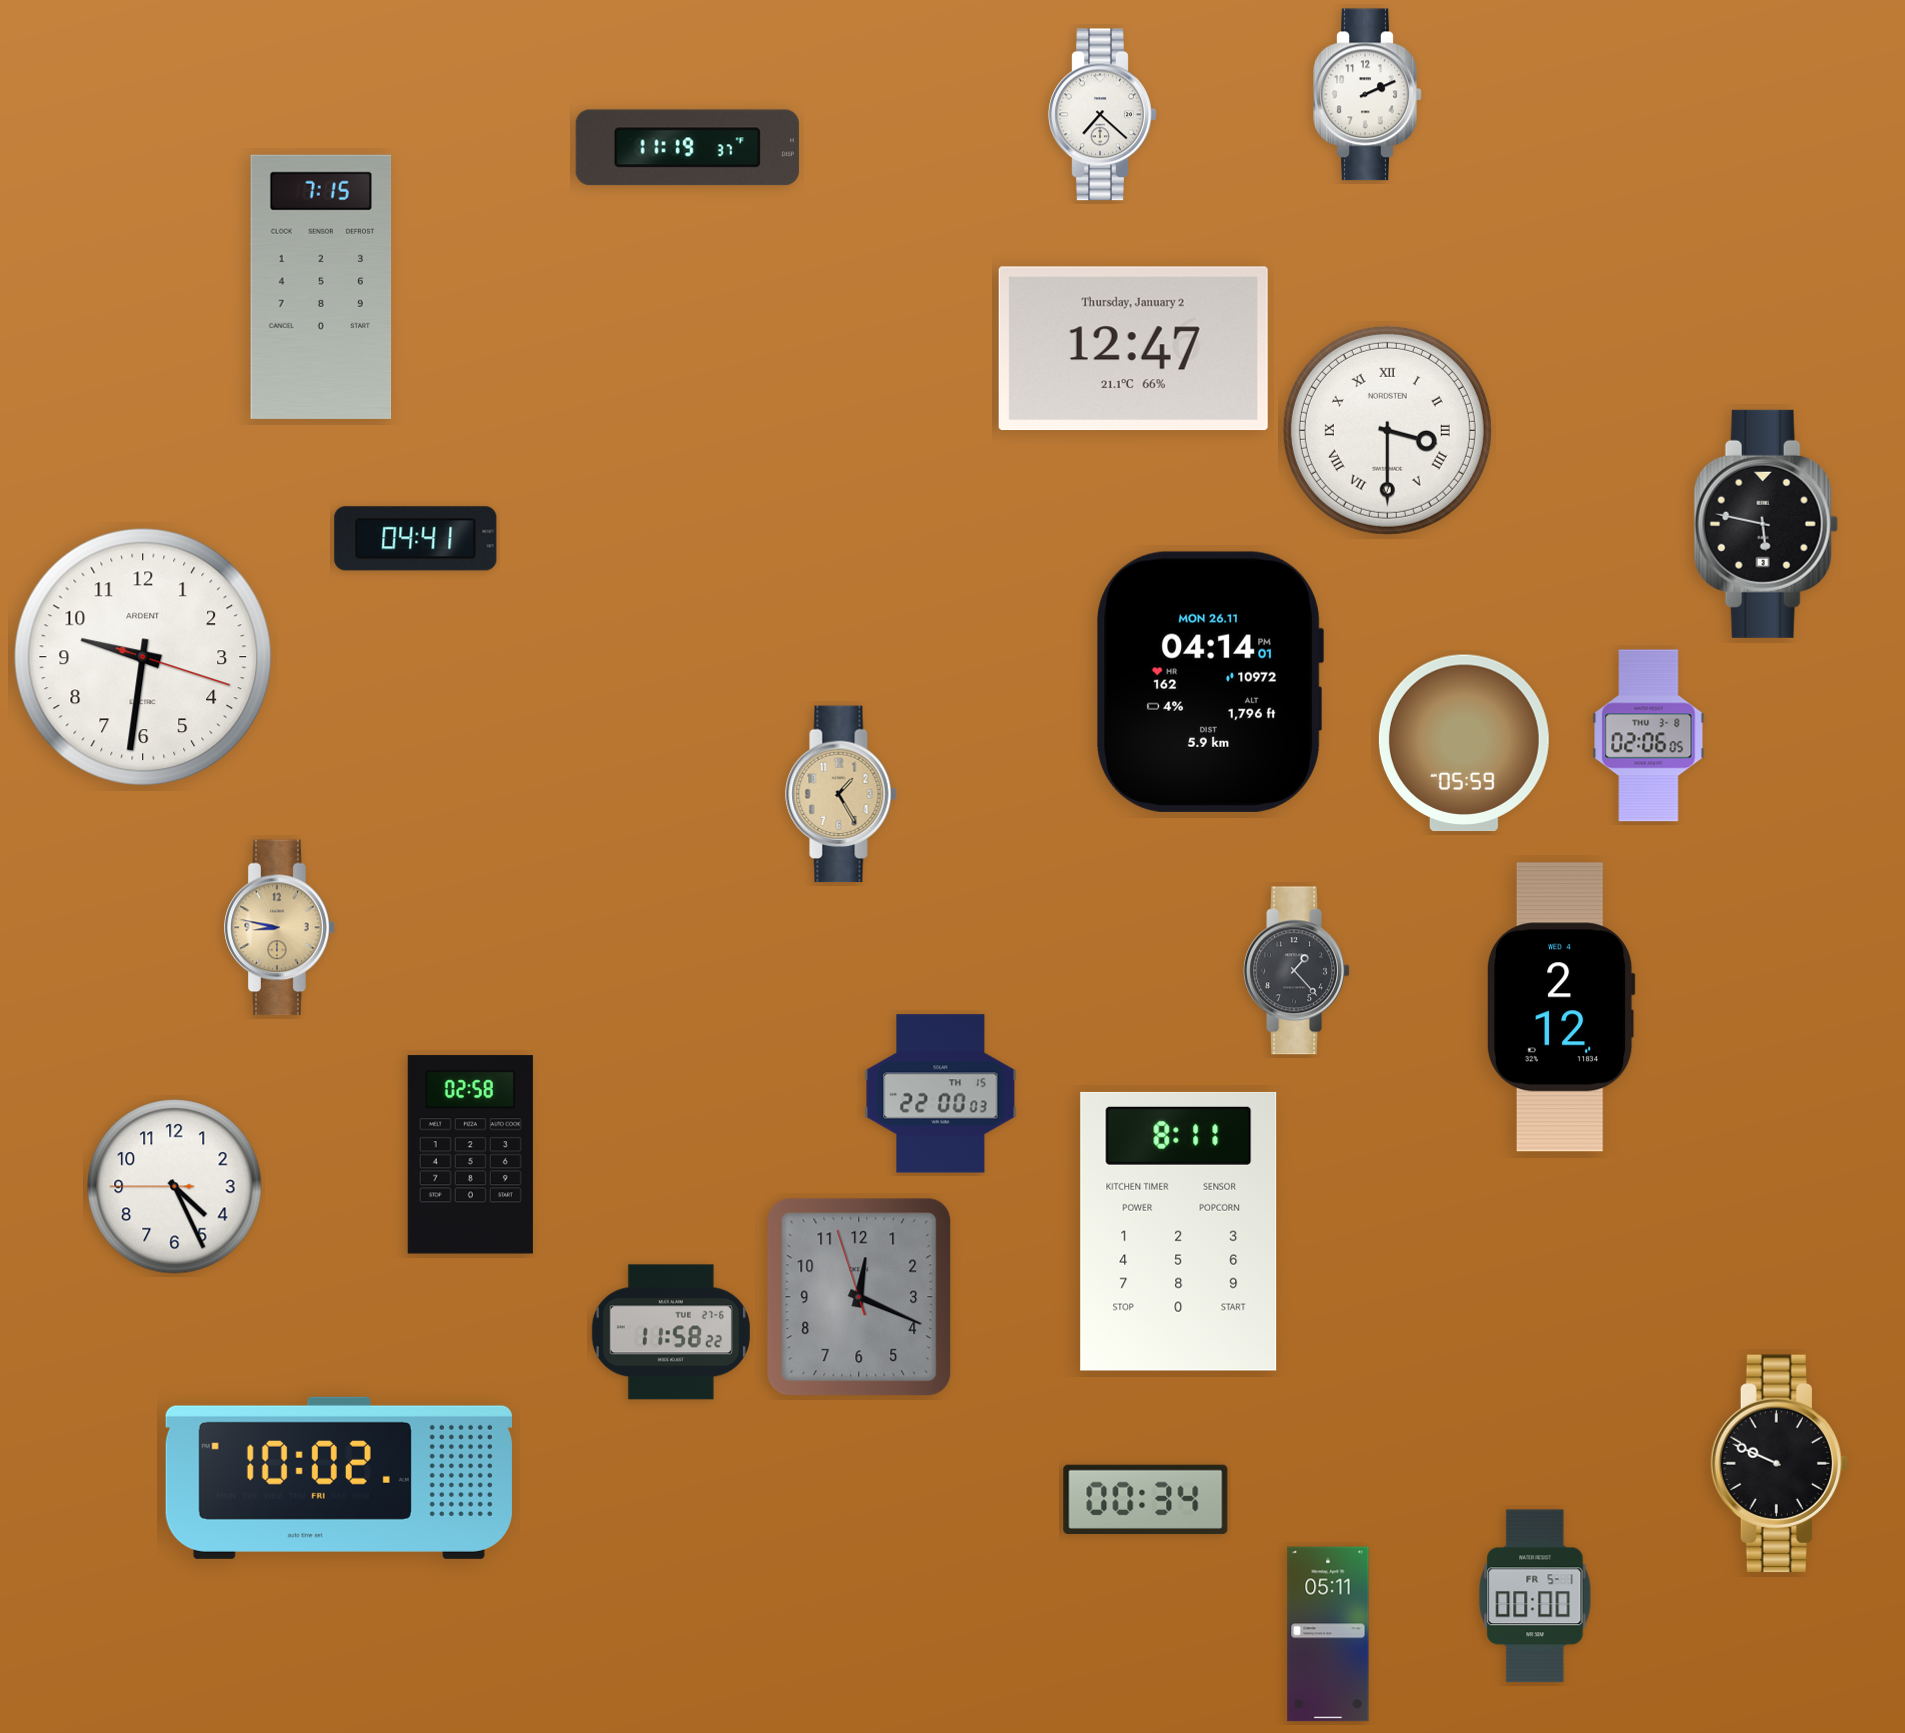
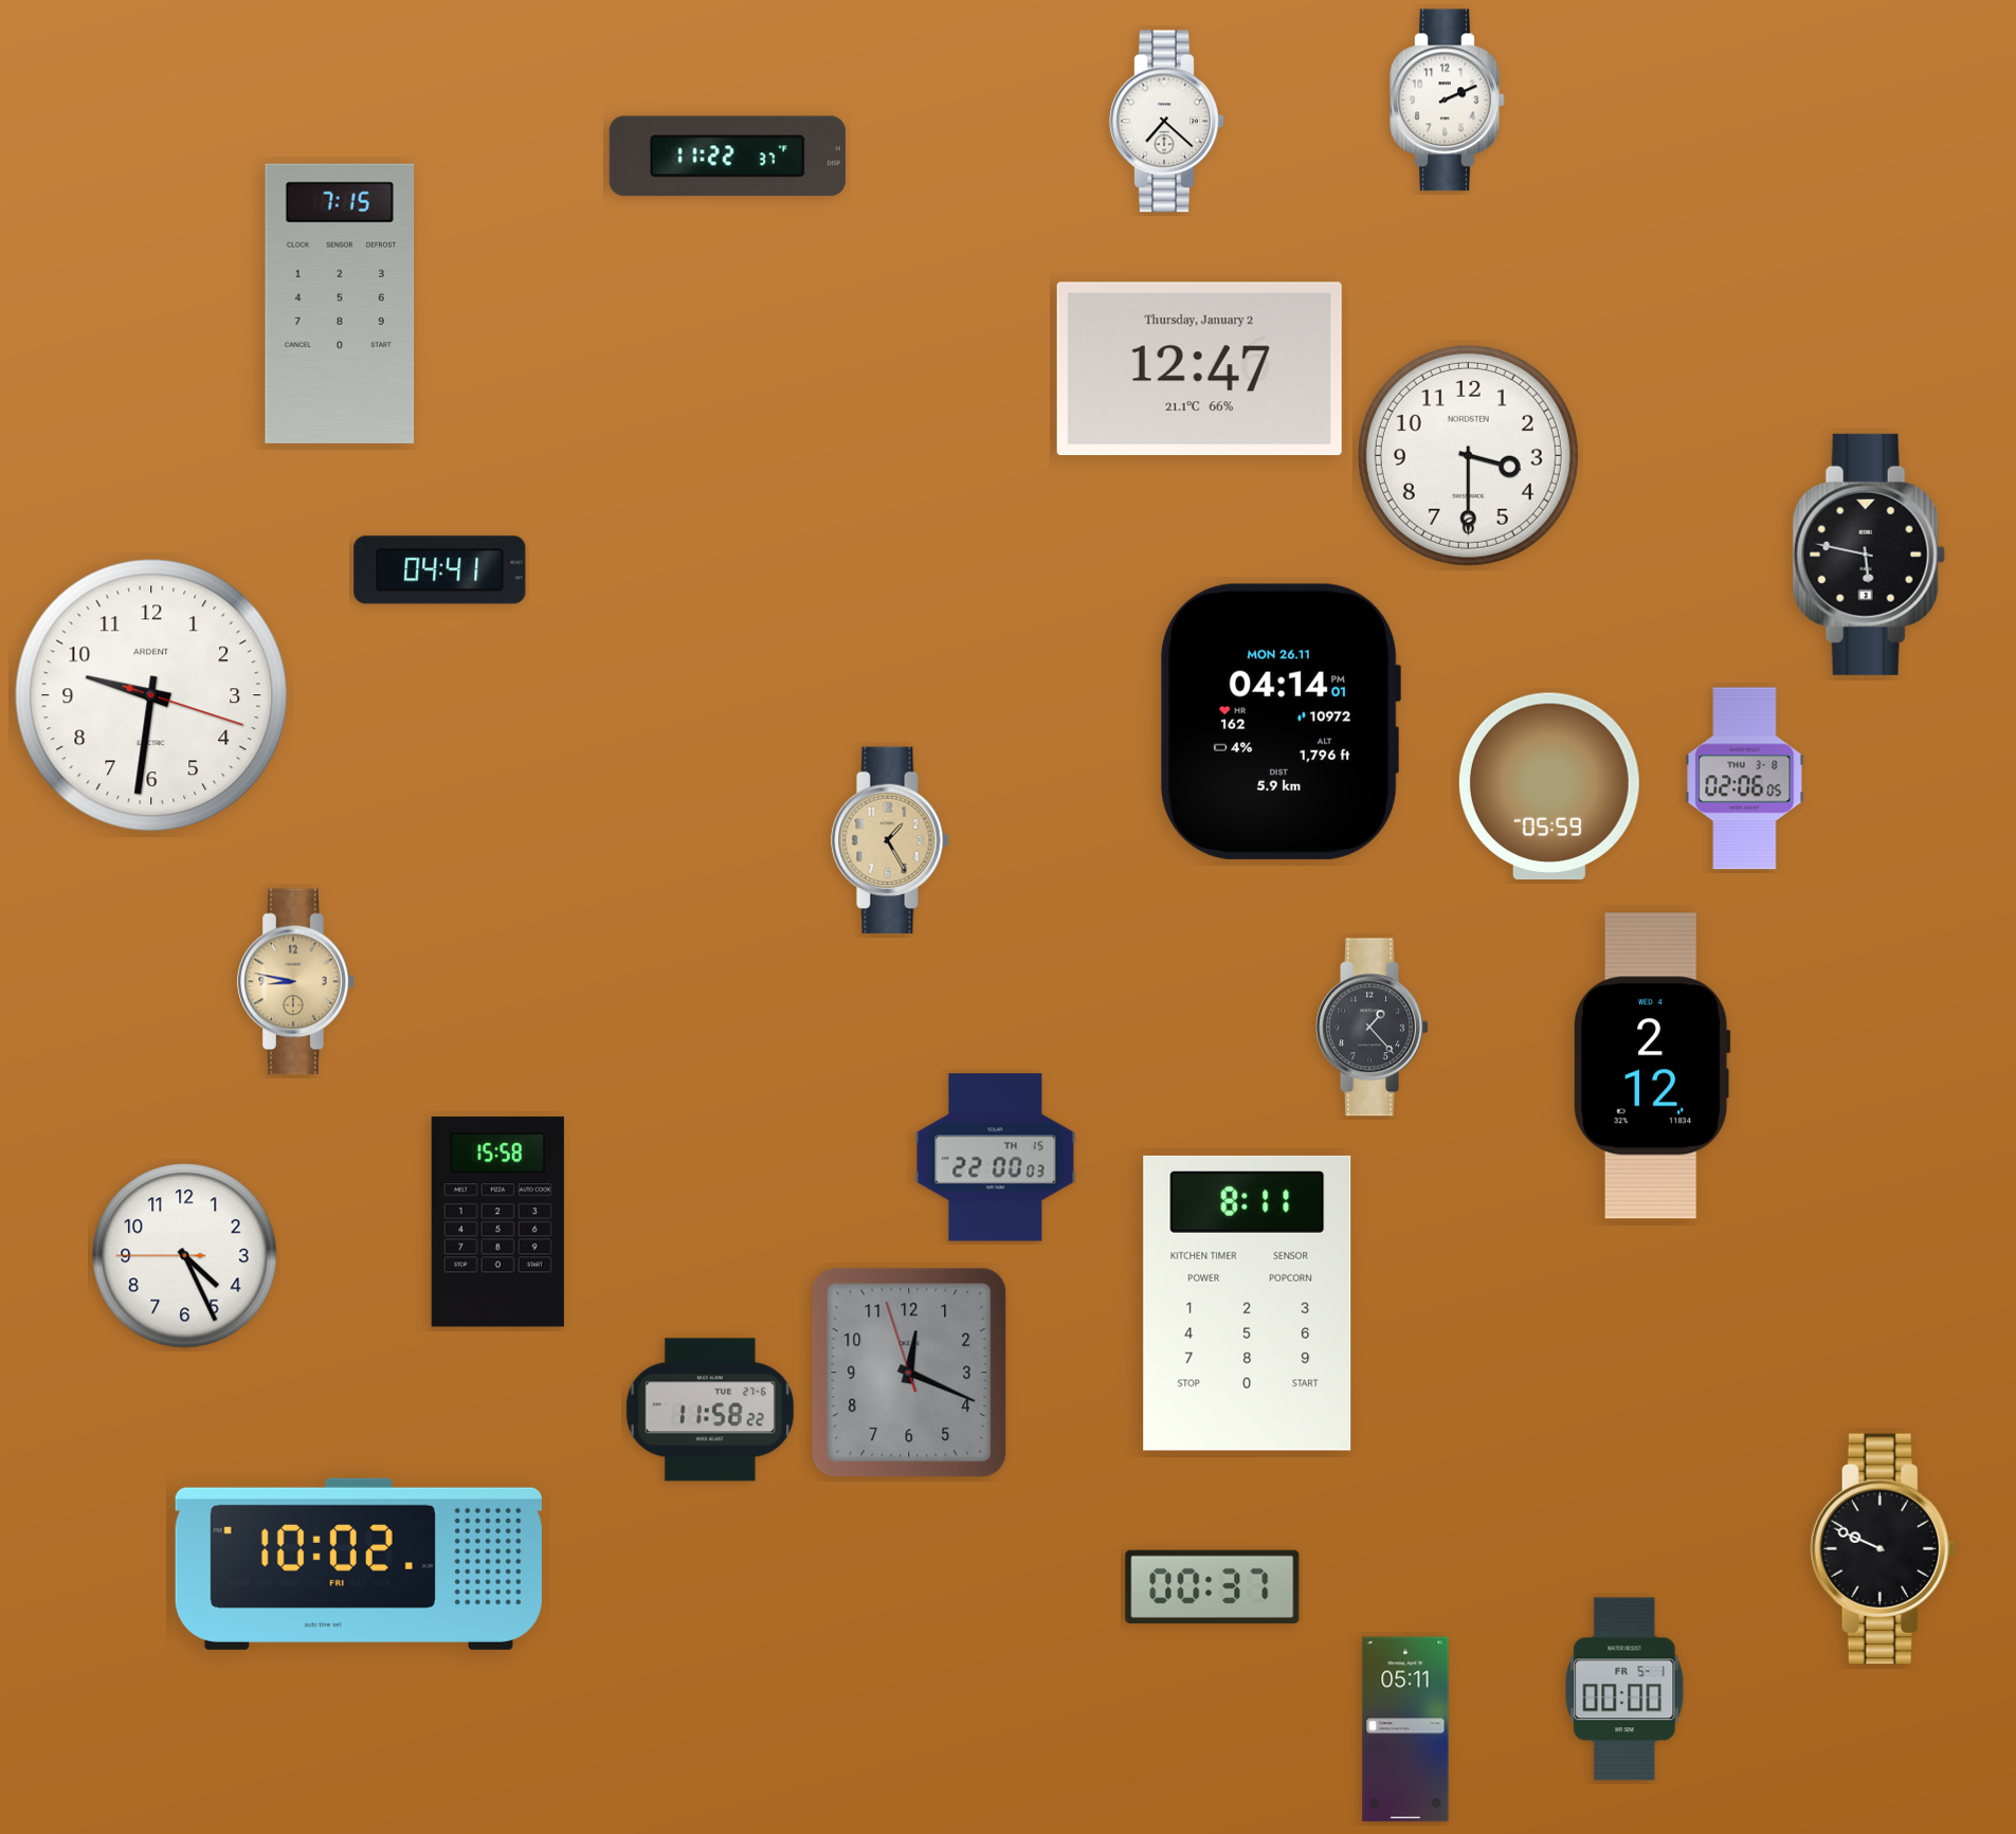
clock at (687, 148): 11:19 -> 11:22
clock at (1387, 430) numerals: Roman -> Arabic
clock at (470, 1155): 02:58 -> 15:58
clock at (1146, 1499): 00:34 -> 00:37
